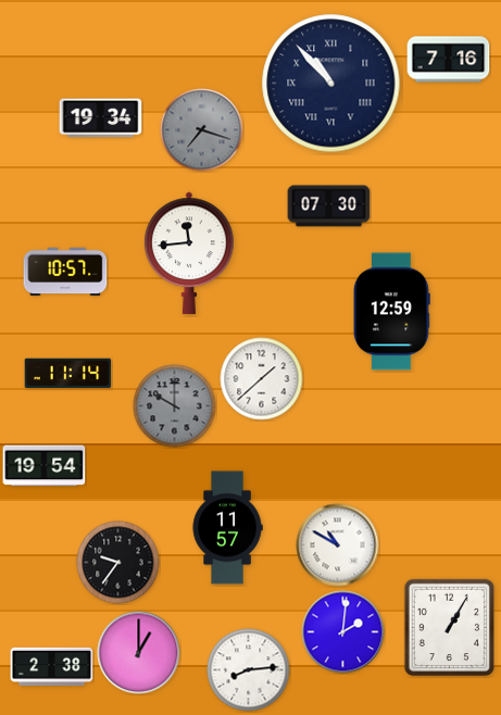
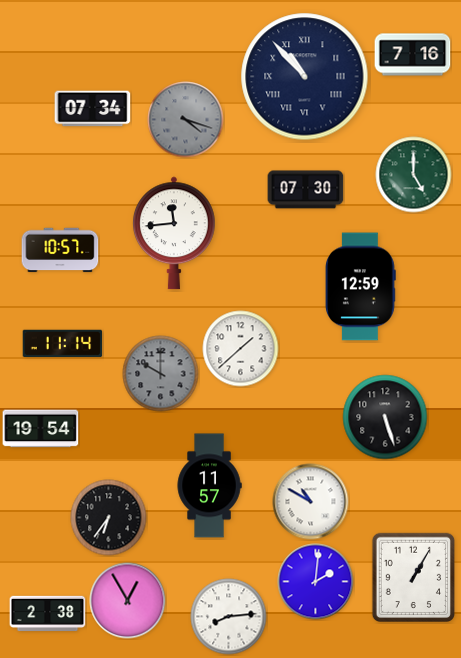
clock at (101, 118): 19:34 -> 07:34
clock at (202, 130): 7:18 -> 4:18
clock at (414, 175): none -> 5:00
clock at (329, 206) position: (329, 206) -> (306, 190)
clock at (385, 417): none -> 5:27
clock at (118, 563): 9:36 -> 6:36
clock at (139, 653): 1:00 -> 12:55
